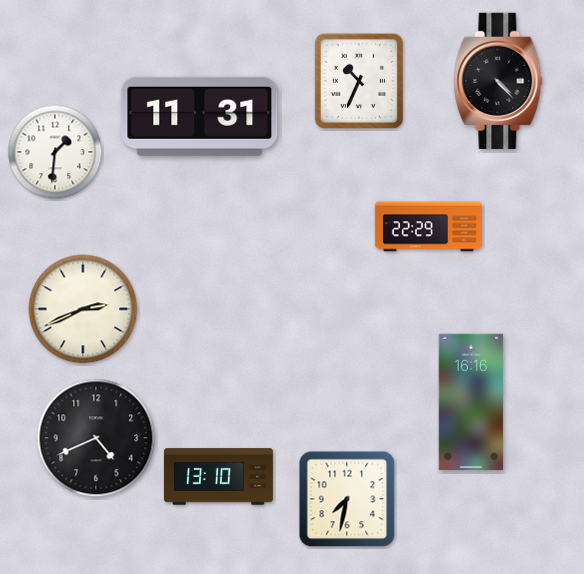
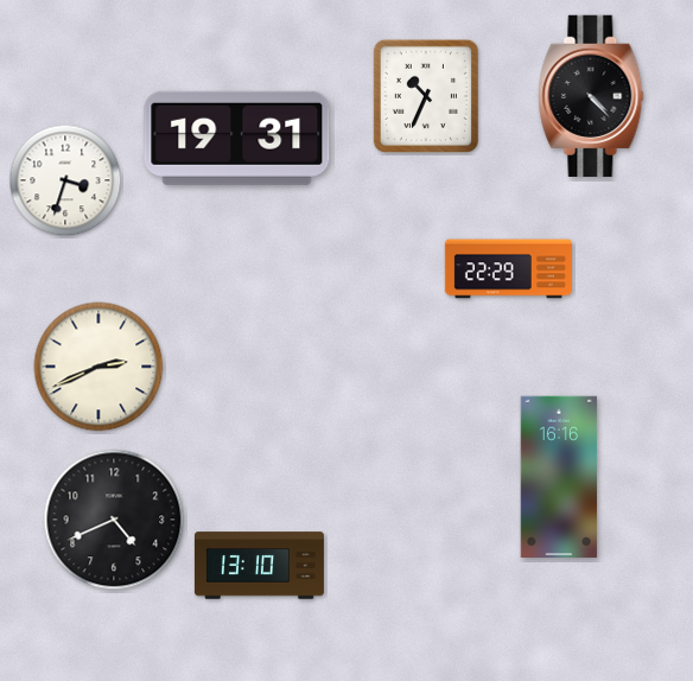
clock at (200, 116): 11:31 -> 19:31
clock at (55, 152): 1:31 -> 3:33
clock at (347, 499): 7:32 -> none
